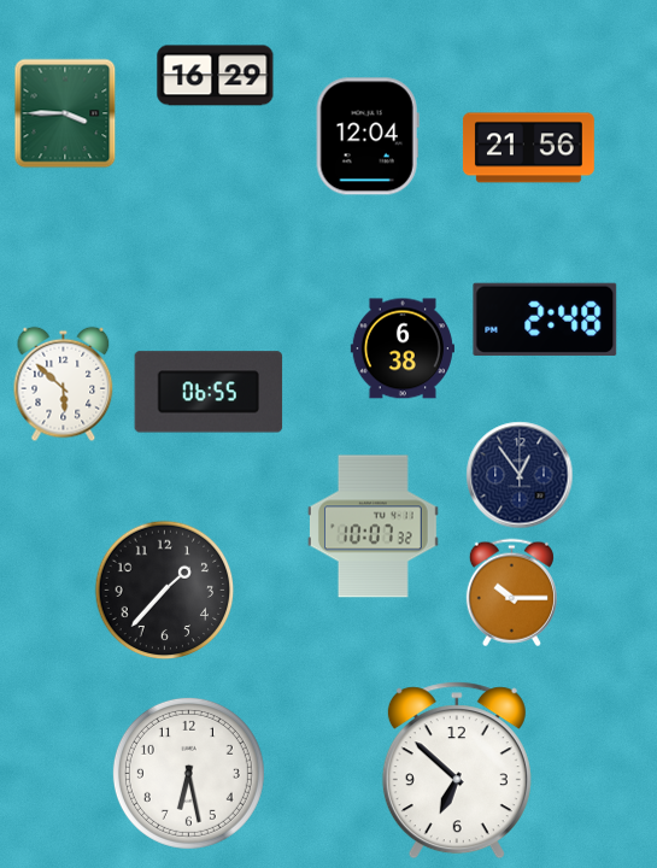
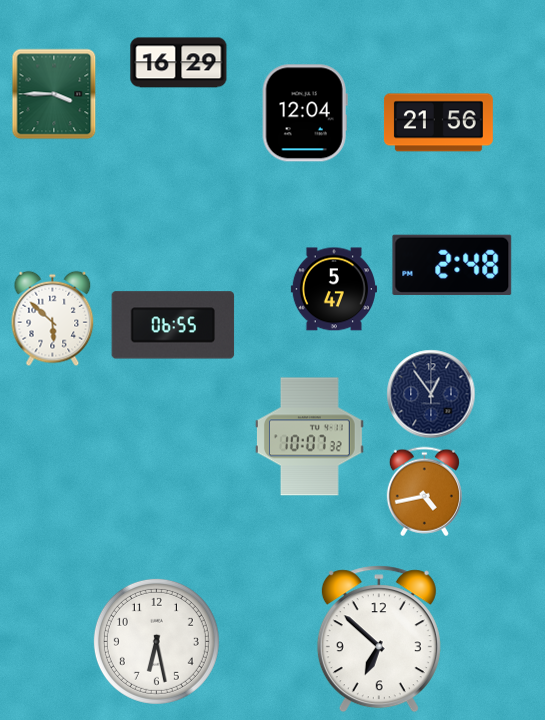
clock at (403, 348): 6:38 -> 5:47
clock at (165, 591): 1:37 -> none
clock at (511, 593): 10:15 -> 4:43
